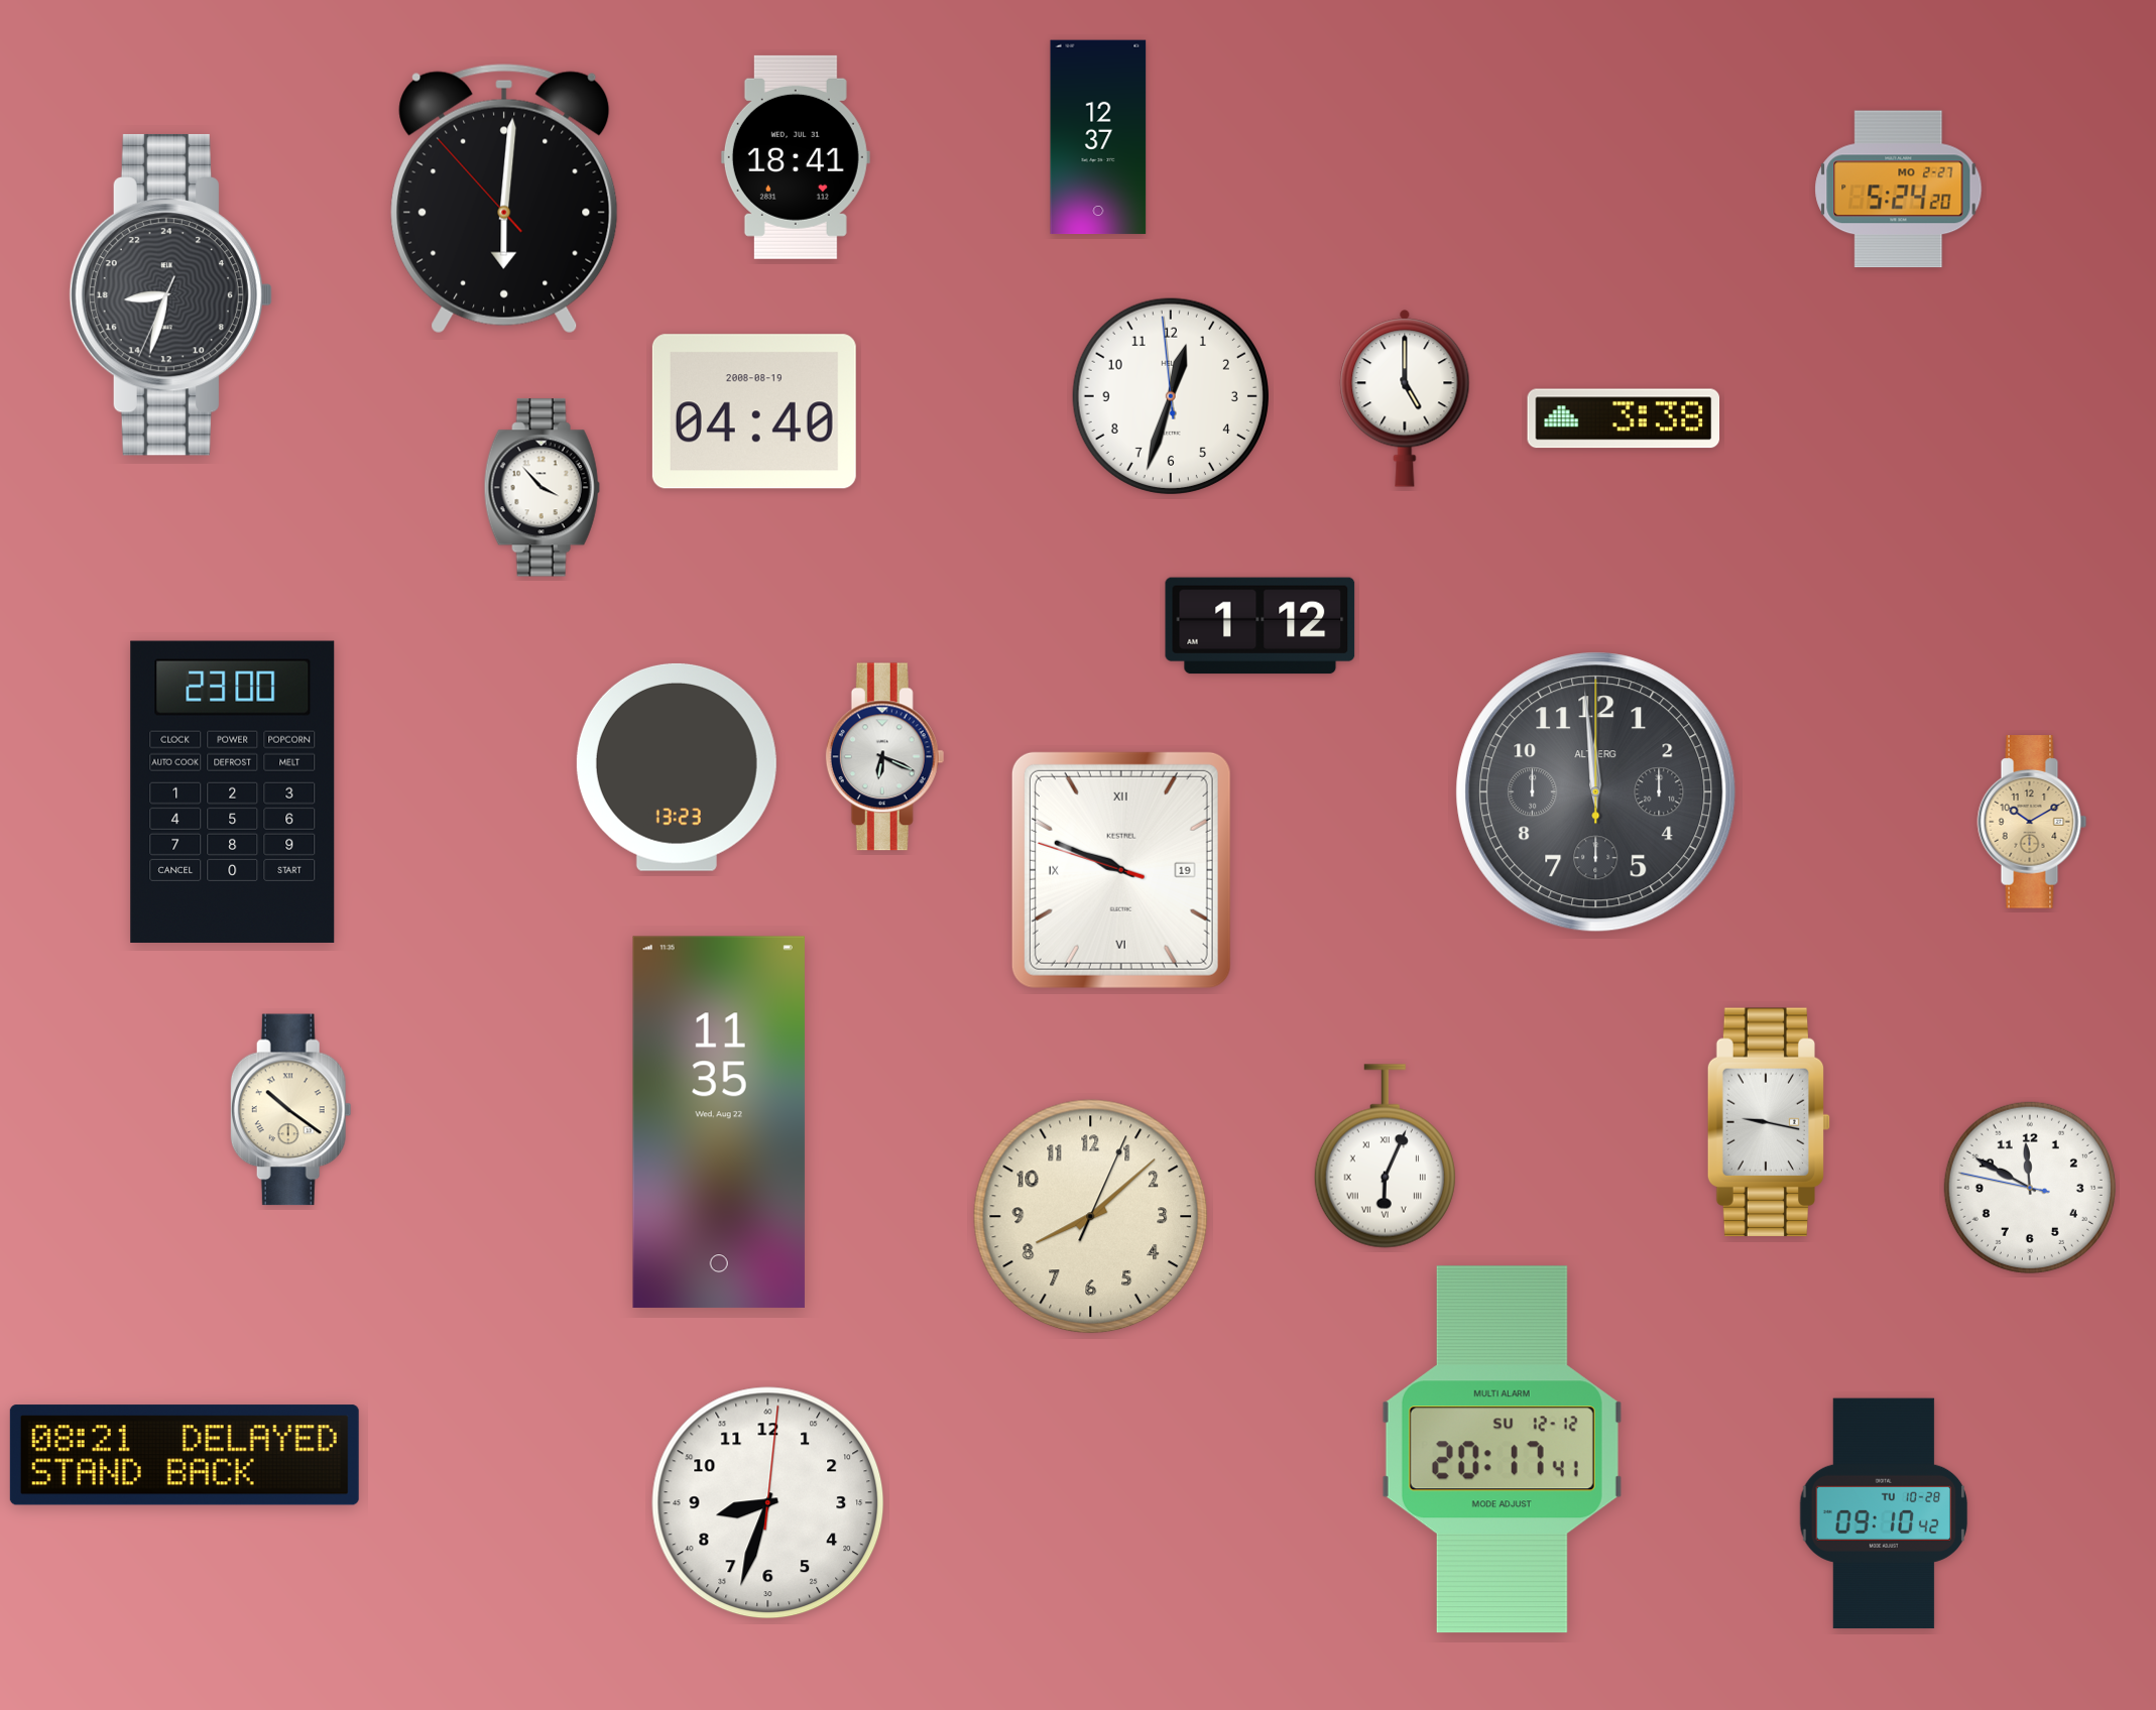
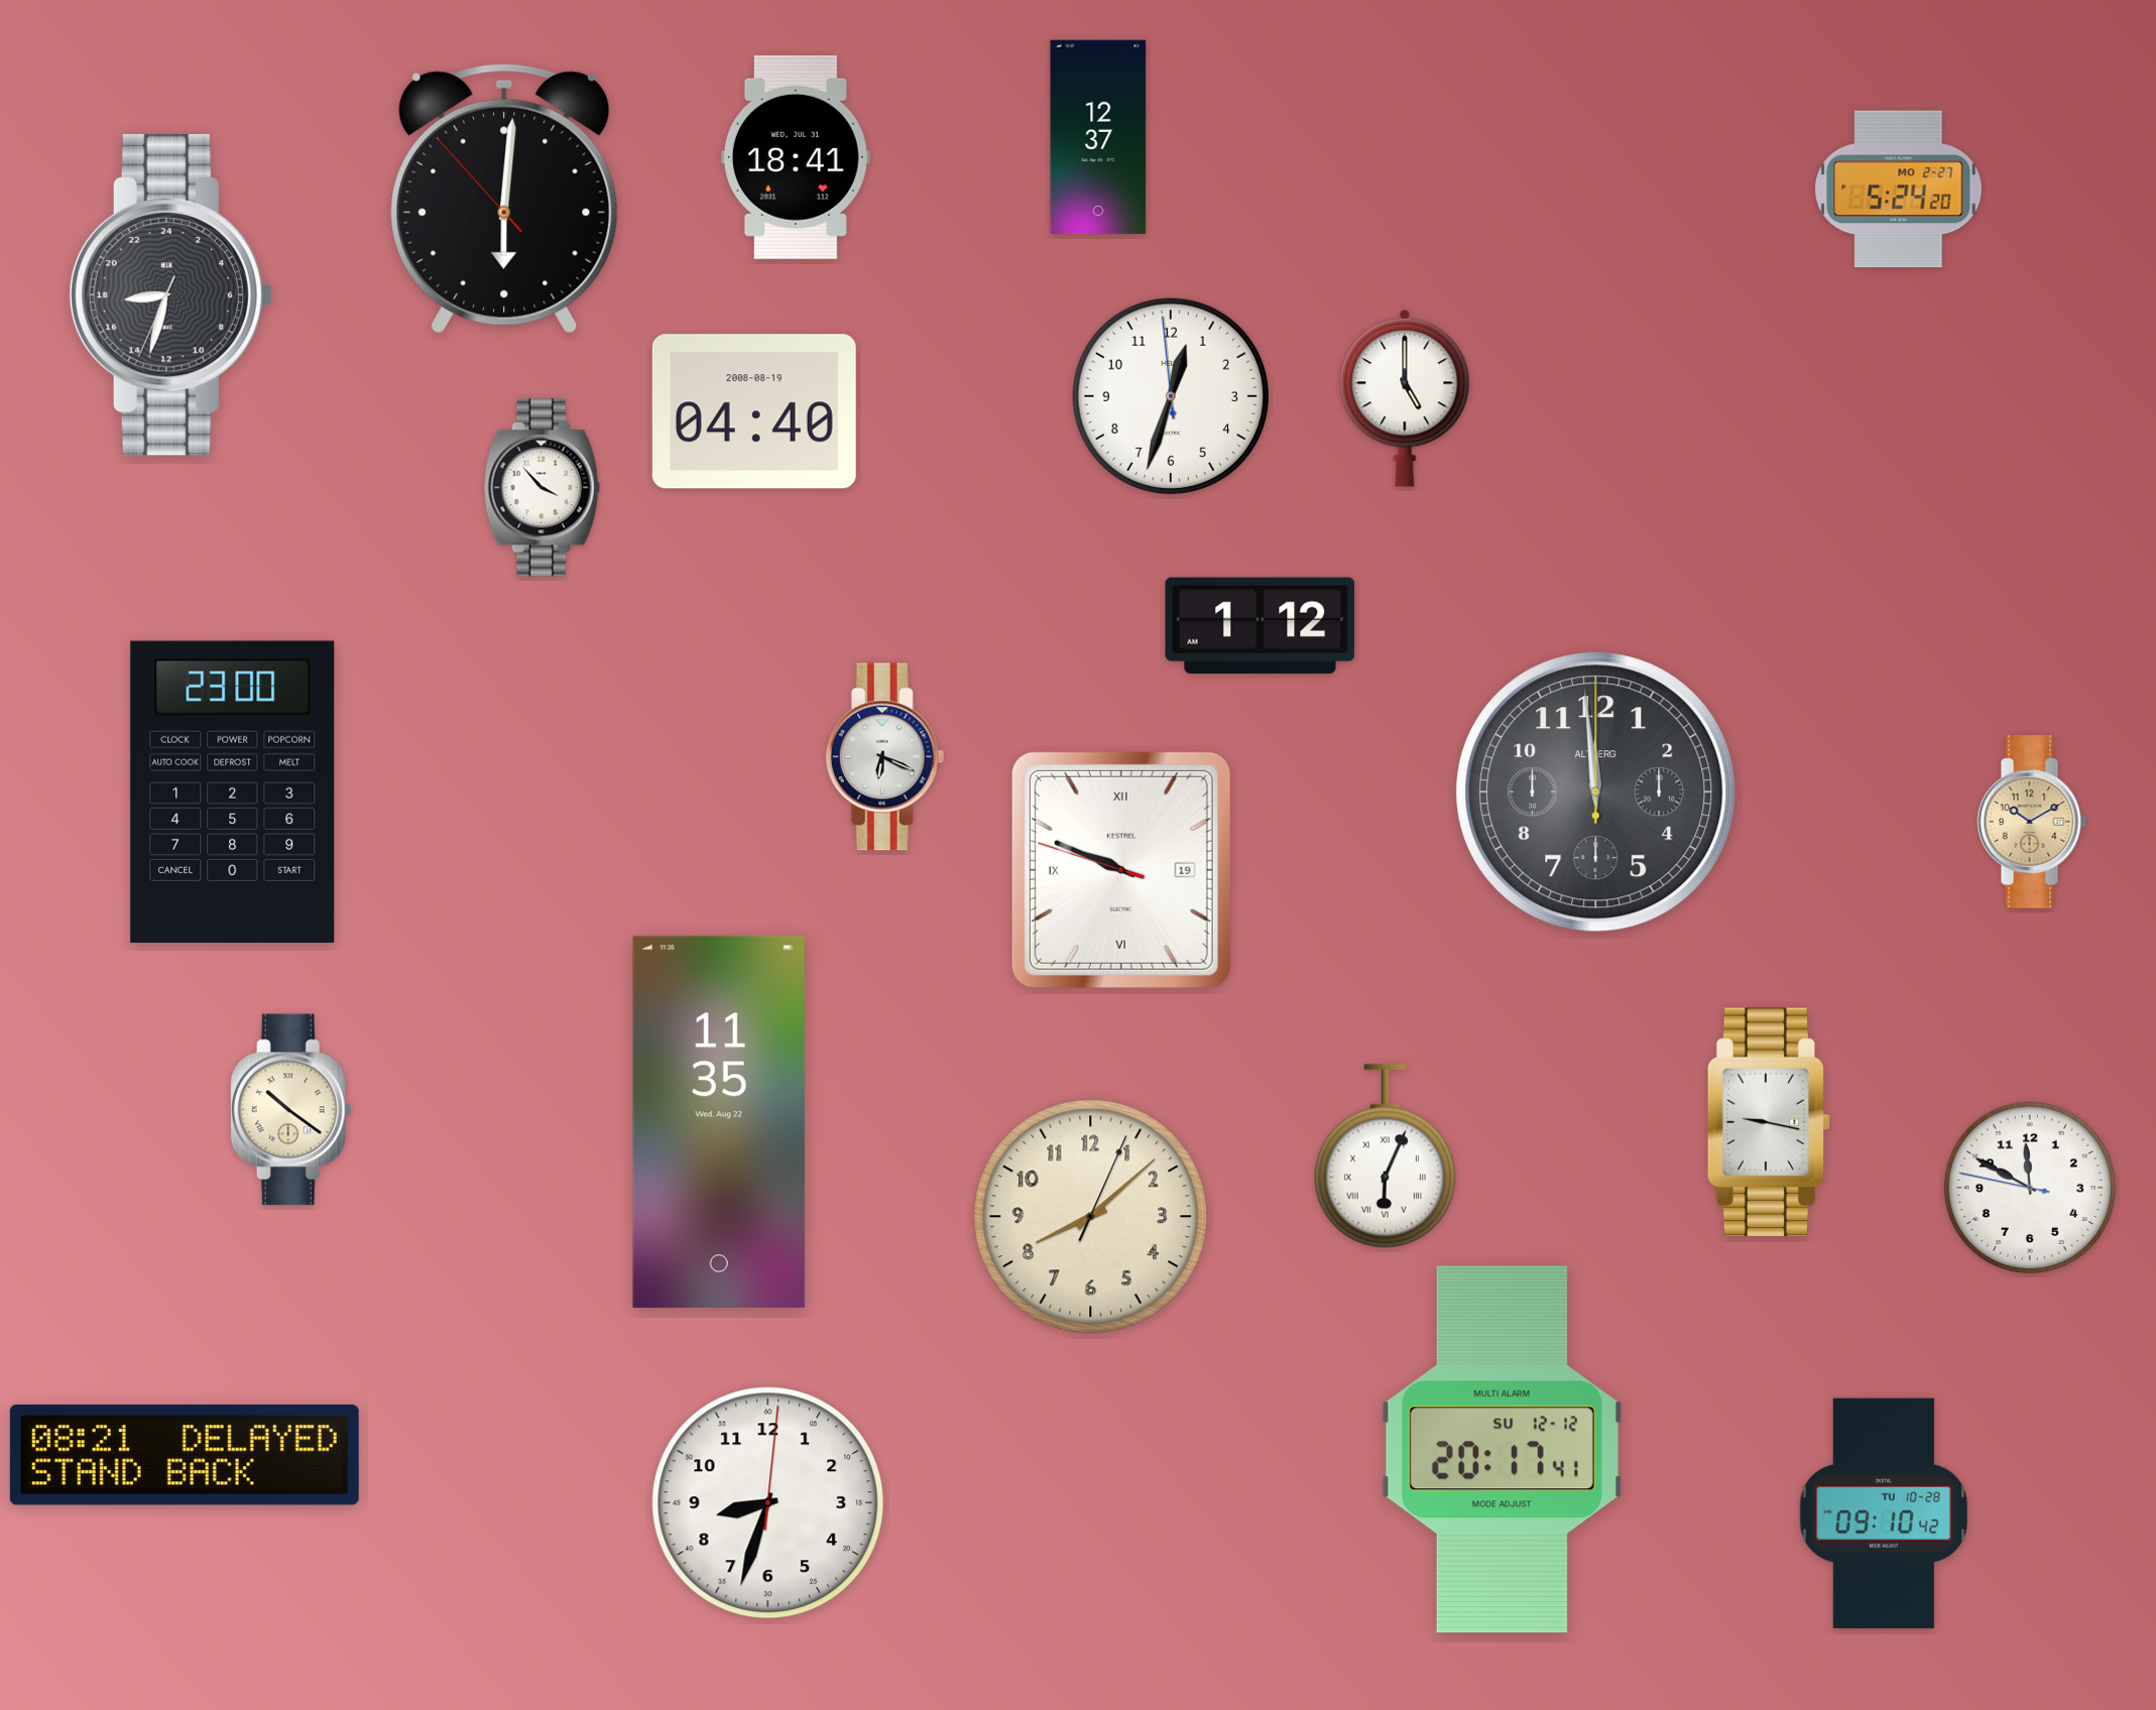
clock at (1624, 418): 3:38 -> none
clock at (677, 767): 13:23 -> none
